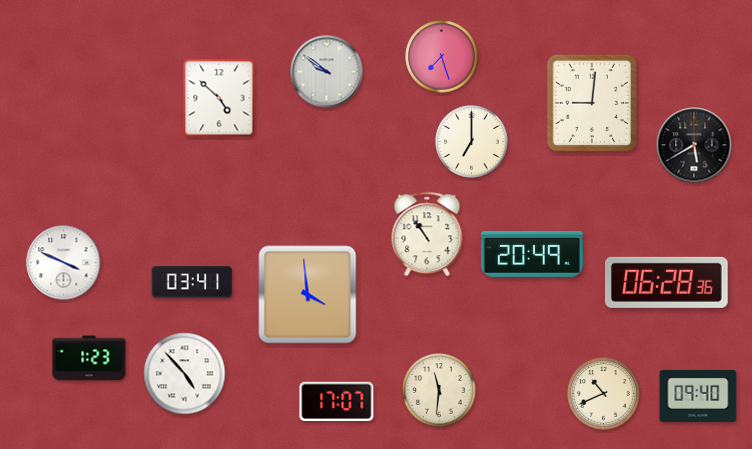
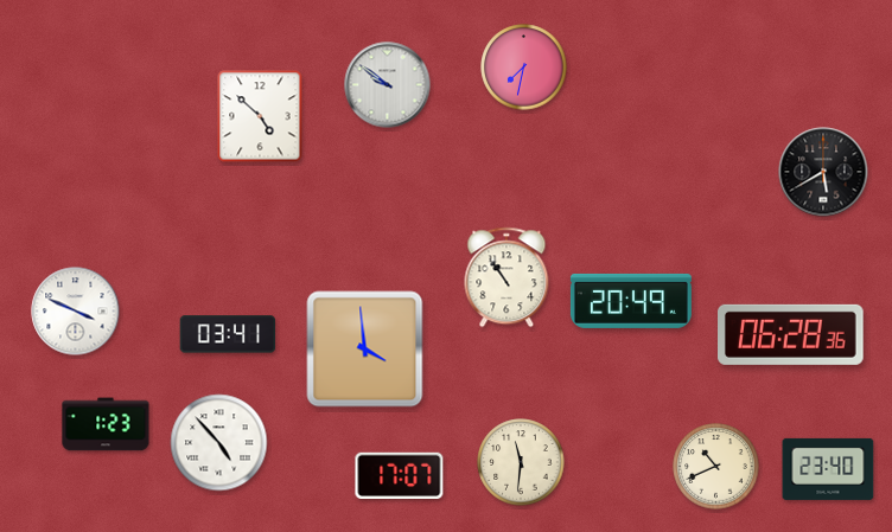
clock at (442, 57): 7:27 -> 7:32
clock at (592, 102): 9:01 -> none
clock at (472, 142): 7:00 -> none
clock at (698, 396): 09:40 -> 23:40
